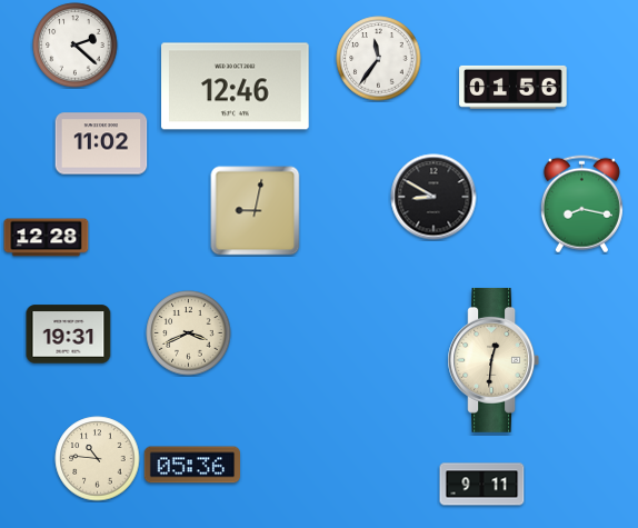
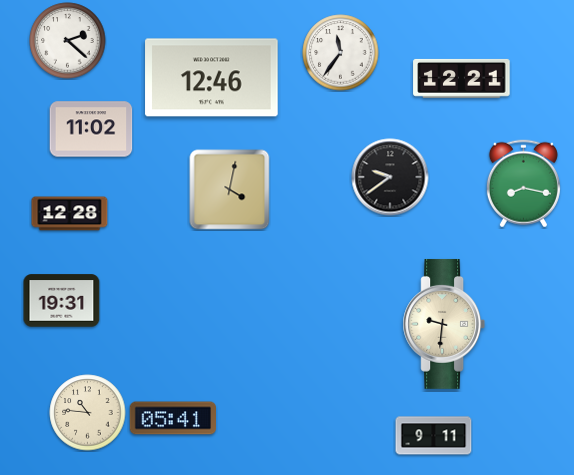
clock at (514, 87): 01:56 -> 12:21
clock at (433, 197): 8:50 -> 9:39
clock at (256, 211): 9:02 -> 4:02
clock at (47, 238) position: (47, 238) -> (70, 214)
clock at (189, 333): 3:41 -> none
clock at (494, 360): 12:31 -> 9:31
clock at (192, 465): 05:36 -> 05:41
